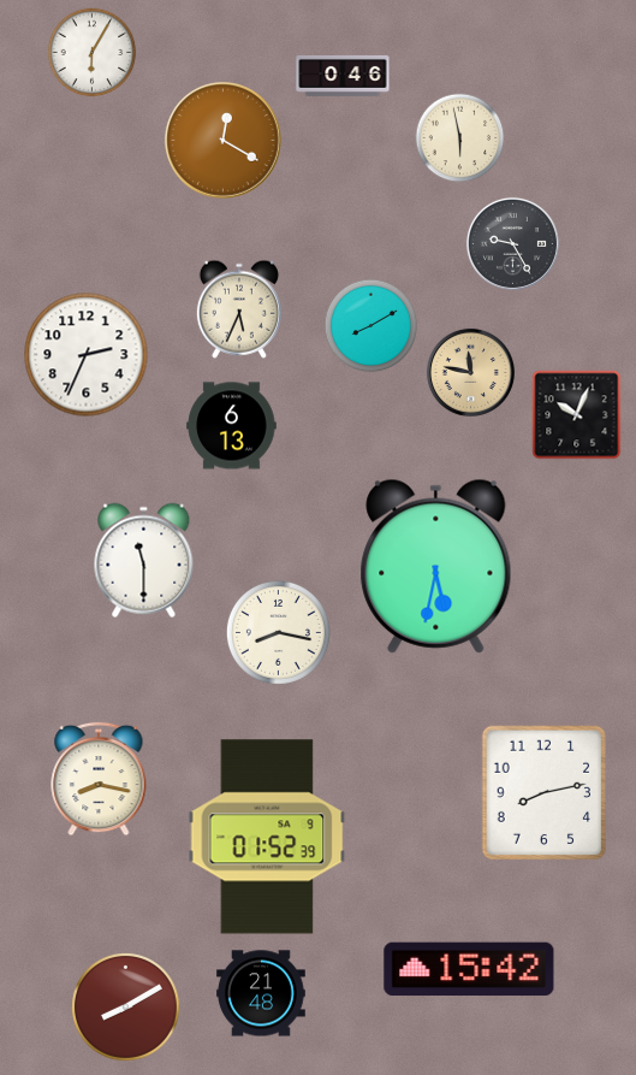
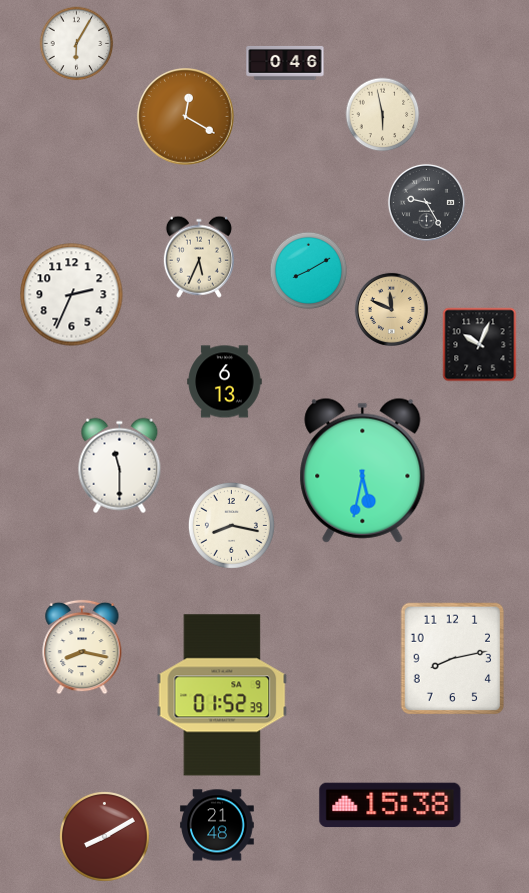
clock at (470, 372): 11:47 -> 11:49
clock at (232, 426) position: (232, 426) -> (225, 382)
clock at (469, 969): 15:42 -> 15:38
